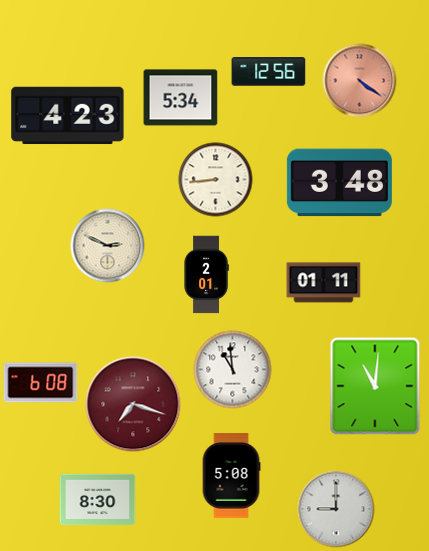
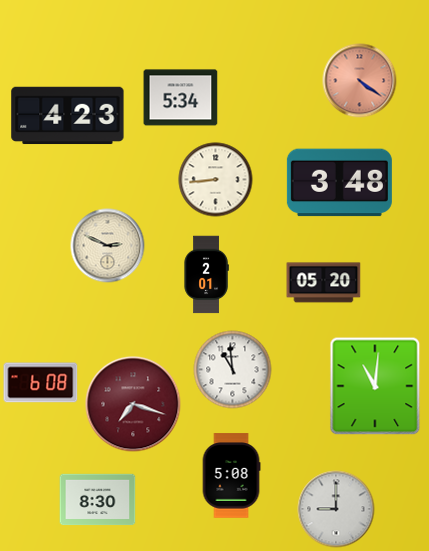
clock at (269, 72): 12:56 -> none
clock at (324, 283): 01:11 -> 05:20
